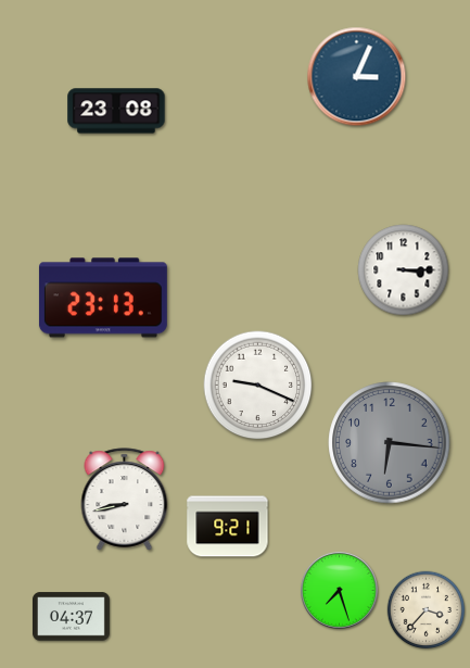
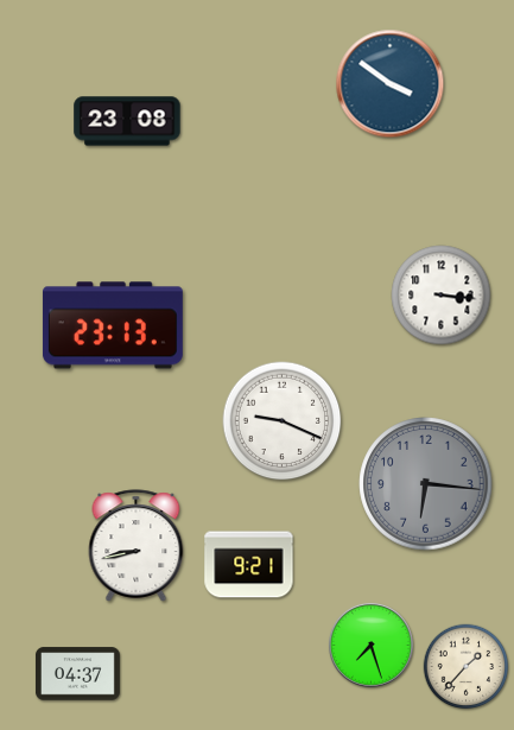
clock at (357, 77): 3:04 -> 3:51
clock at (404, 270): 3:15 -> 3:16
clock at (228, 527) position: (228, 527) -> (249, 565)
clock at (427, 610): 3:37 -> 1:37
